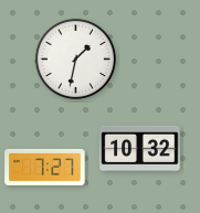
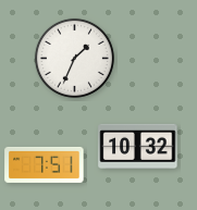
clock at (75, 58): 1:32 -> 1:34
clock at (45, 167): 7:27 -> 7:51
